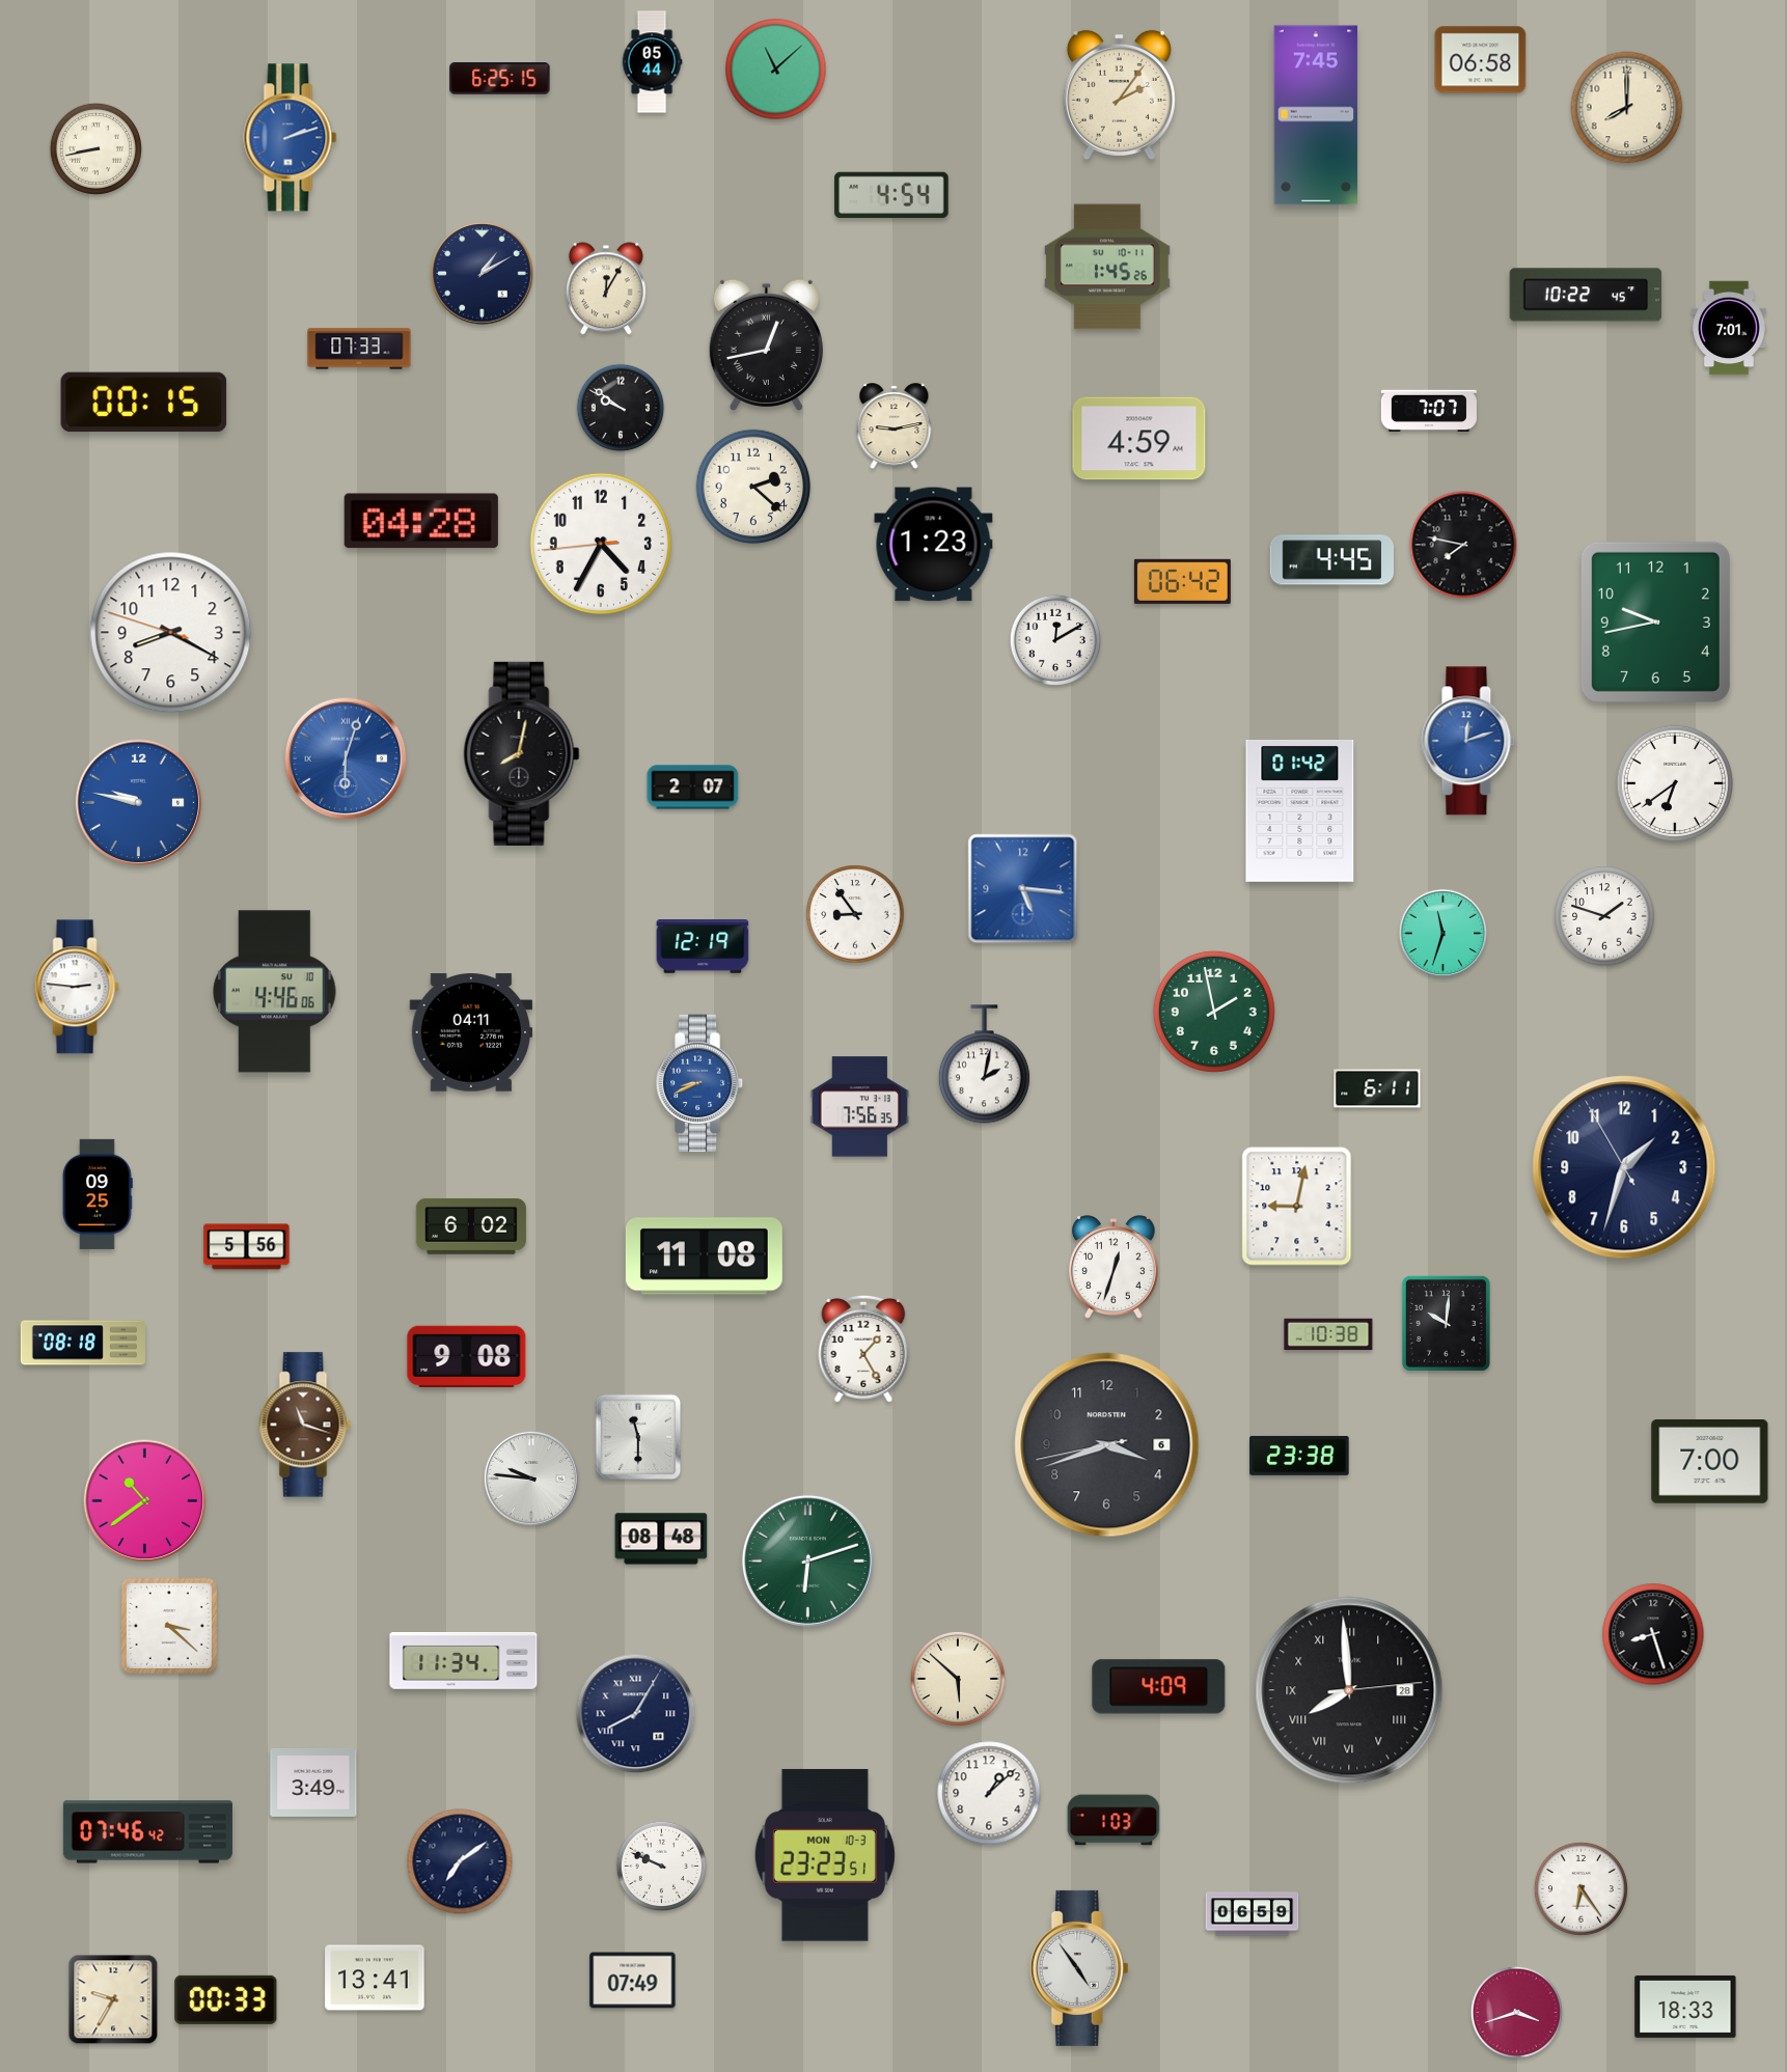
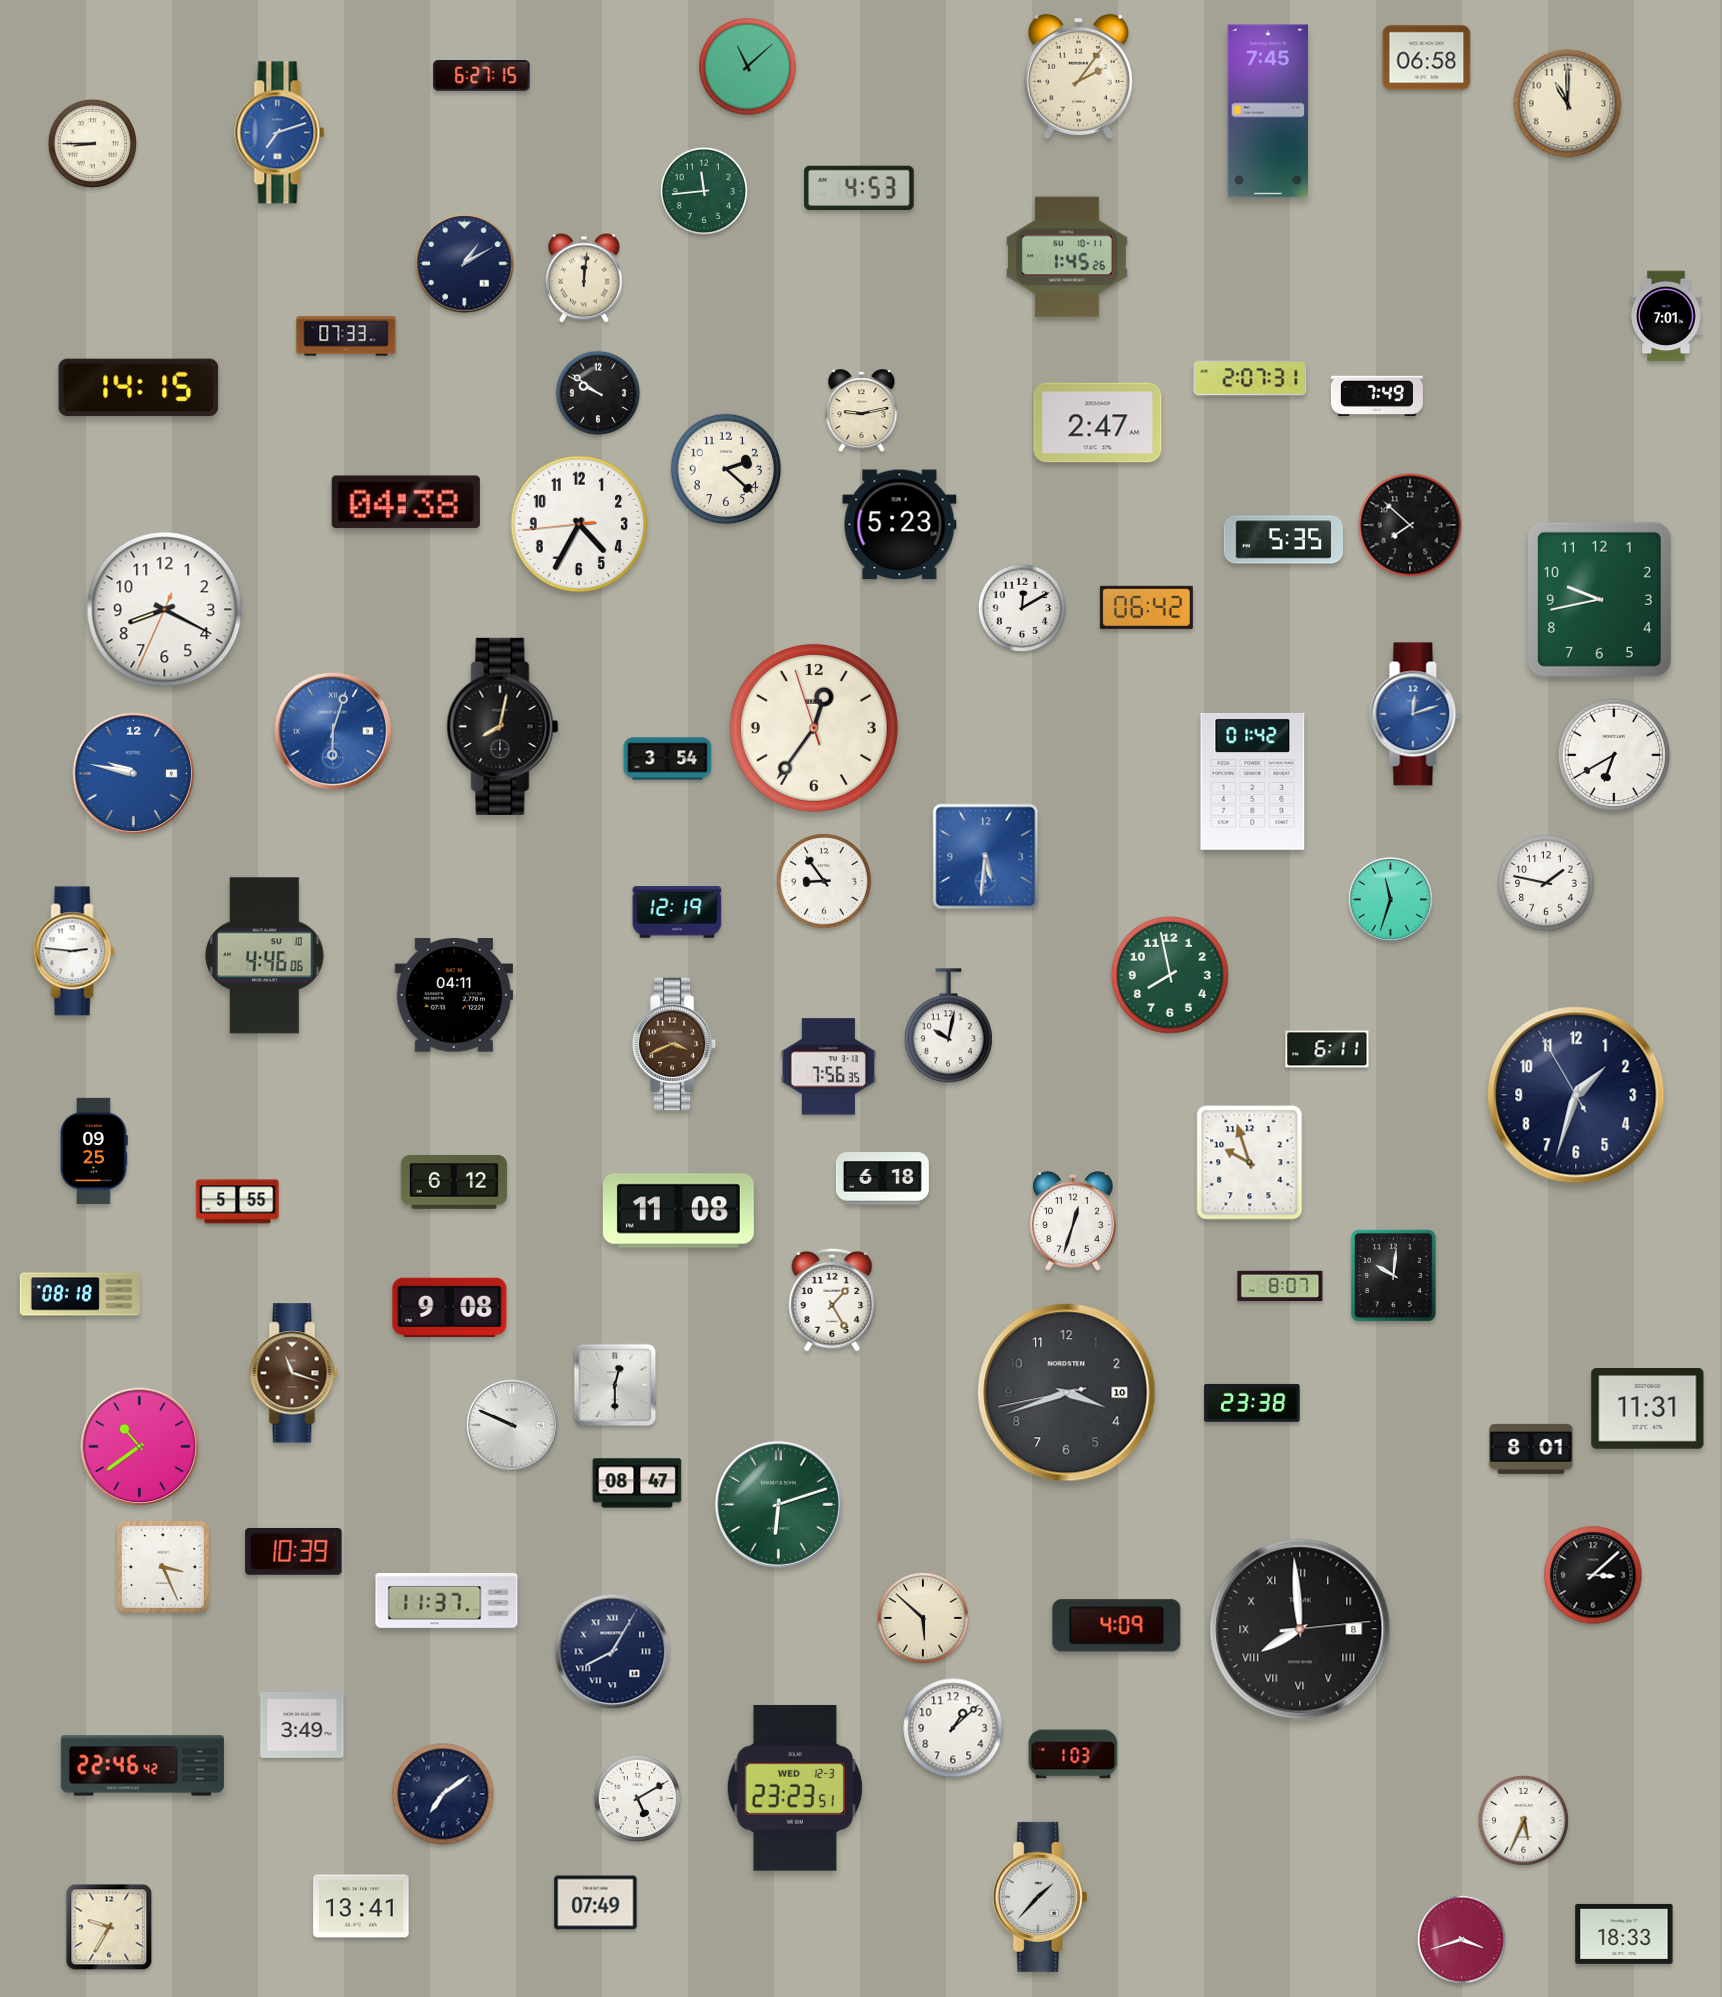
clock at (652, 62): 05:44 -> none
clock at (500, 79): 6:25 -> 6:27
clock at (1119, 94) position: (1119, 94) -> (1078, 76)
clock at (1627, 108): 8:00 -> 11:00
clock at (291, 138): 2:12 -> 7:12
clock at (95, 148): 8:43 -> 8:45
clock at (891, 195): 4:54 -> 4:53
clock at (703, 190): none -> 11:44
clock at (606, 288): 12:05 -> 12:01
clock at (1586, 295): 10:22 -> none
clock at (766, 344): 12:43 -> none
clock at (1250, 378): none -> 2:07
clock at (144, 403): 00:15 -> 14:15
clock at (1429, 410): 7:07 -> 7:49
clock at (1139, 439): 4:59 -> 2:47
clock at (421, 521): 04:28 -> 04:38
clock at (934, 545): 1:23 -> 5:23
clock at (1463, 545): 7:47 -> 7:52
clock at (1331, 560): 4:45 -> 5:35
clock at (1182, 581) position: (1182, 581) -> (1146, 607)
clock at (1655, 621) position: (1655, 621) -> (1599, 599)
clock at (171, 633): 8:19:48 -> 8:19:34
clock at (1054, 639) position: (1054, 639) -> (1021, 607)
clock at (814, 728): none -> 12:35
clock at (1675, 783): 6:39 -> 6:40
clock at (693, 788): 2:07 -> 3:54
clock at (1023, 889): 5:16 -> 5:31
clock at (1604, 916): 1:48 -> 1:47
clock at (1214, 1012): 1:58 -> 7:58
clock at (984, 1065): 2:02 -> 10:02
clock at (699, 1083): 8:41 -> 3:41
clock at (699, 1083) dial: blue -> brown
clock at (1624, 1167) position: (1624, 1167) -> (1576, 1095)
clock at (1297, 1207): 9:02 -> 9:57
clock at (882, 1179): none -> 6:18
clock at (471, 1226): 6:02 -> 6:12
clock at (247, 1247): 5:56 -> 5:55
clock at (1328, 1334): 10:38 -> 8:07
clock at (638, 1437): 11:30 -> 12:30
clock at (1107, 1445) date: 6 -> 10
clock at (1710, 1462): 7:00 -> 11:31
clock at (531, 1479): 9:46 -> 9:49
clock at (1531, 1449): none -> 8:01
clock at (661, 1539): 08:48 -> 08:47
clock at (294, 1551): none -> 10:39
clock at (169, 1626): 3:22 -> 3:26
clock at (1653, 1634): 8:27 -> 3:08
clock at (464, 1661): 11:34 -> 11:37
clock at (1349, 1690) date: 28 -> 8
clock at (313, 1783) position: (313, 1783) -> (302, 1725)
clock at (147, 1832): 07:46 -> 22:46
clock at (825, 1855) date: MON 10-3 -> WED 12-3
clock at (662, 1867): 9:49 -> 5:10
clock at (1580, 1888): 6:24 -> 5:34
clock at (1253, 1914): 06:59 -> none
clock at (1079, 1968): 4:54 -> 1:37
clock at (633, 1981) position: (633, 1981) -> (596, 1903)
clock at (226, 1999): 00:33 -> none
